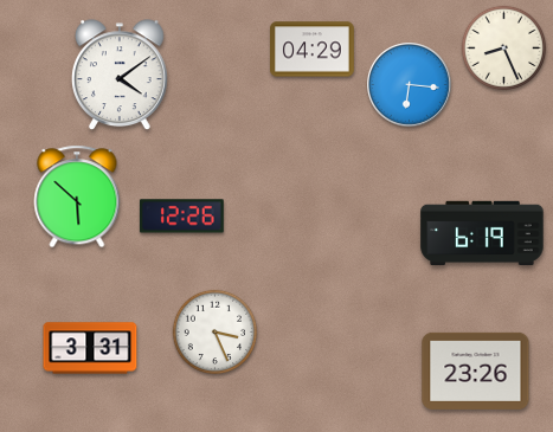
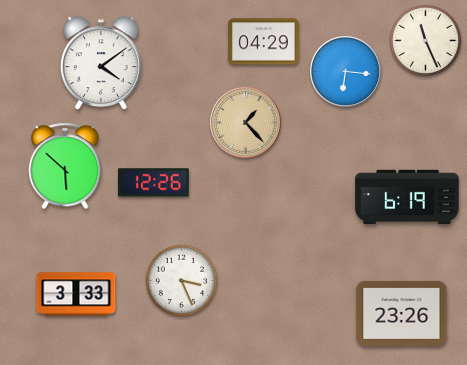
clock at (504, 49): 8:26 -> 11:26
clock at (246, 123): none -> 1:23
clock at (90, 348): 3:31 -> 3:33
